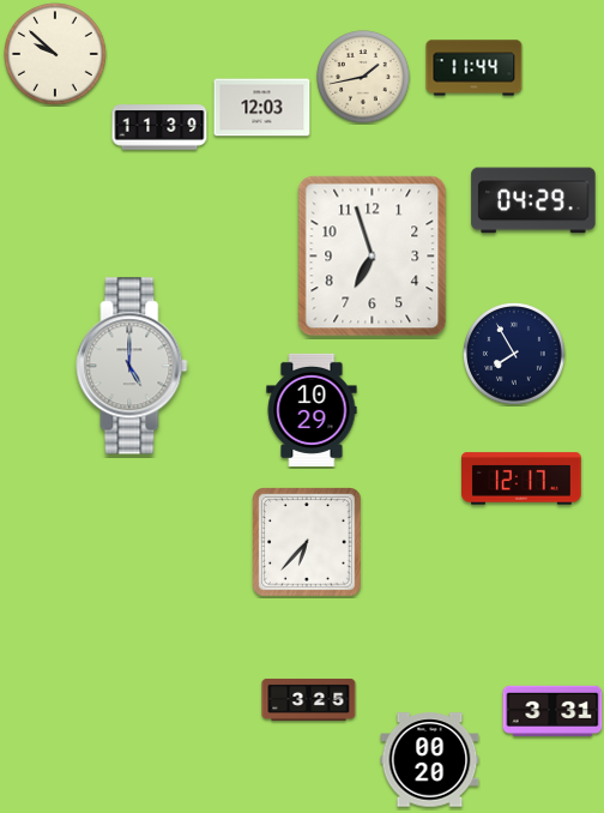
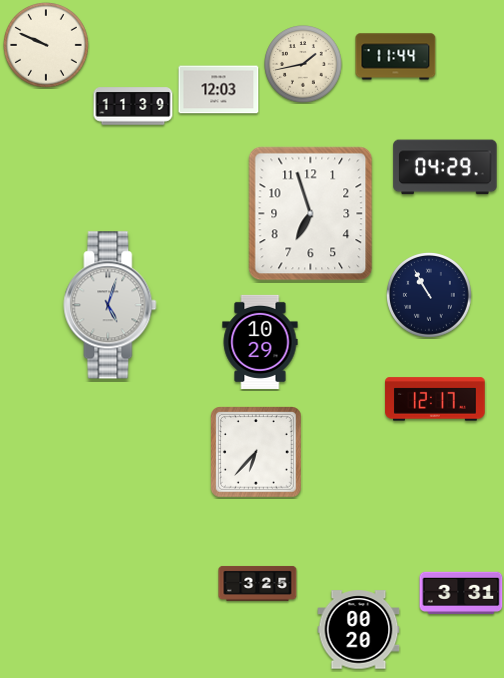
clock at (56, 55): 9:52 -> 9:49
clock at (515, 355): 7:55 -> 10:55
clock at (132, 366): 5:00 -> 5:03
clock at (430, 760) position: (430, 760) -> (359, 630)
